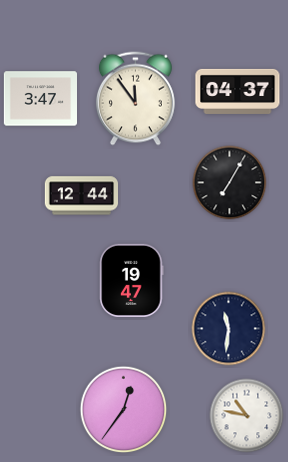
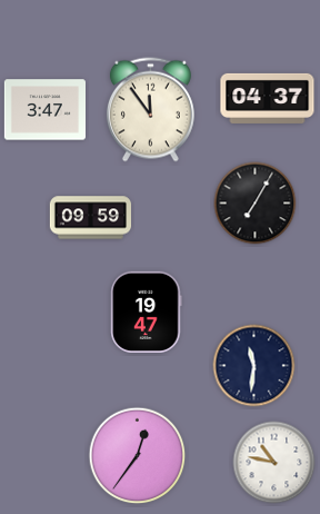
clock at (238, 91) position: (238, 91) -> (268, 98)
clock at (81, 196): 12:44 -> 09:59
